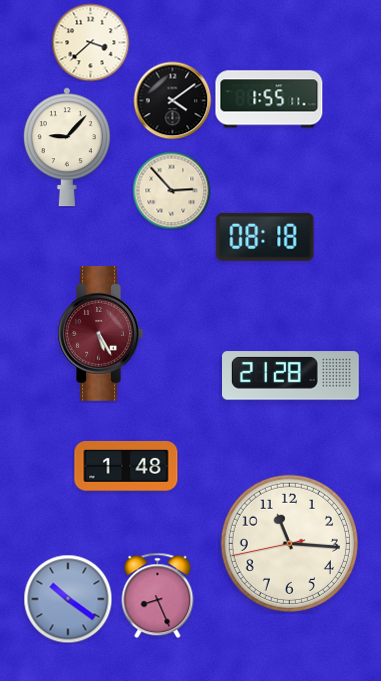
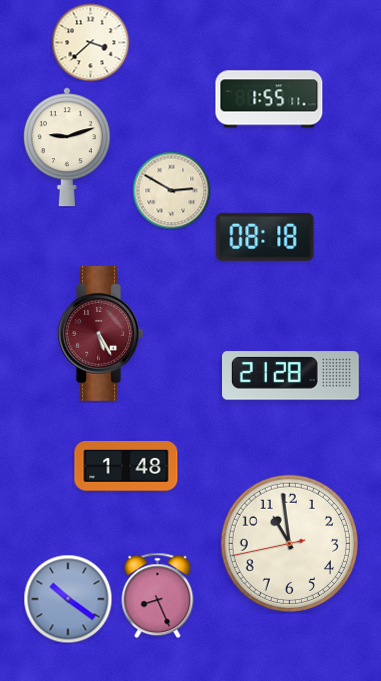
clock at (172, 100): 4:09 -> none
clock at (67, 147): 9:07 -> 9:12
clock at (171, 190): 2:53 -> 2:50
clock at (289, 543): 11:15 -> 10:58
